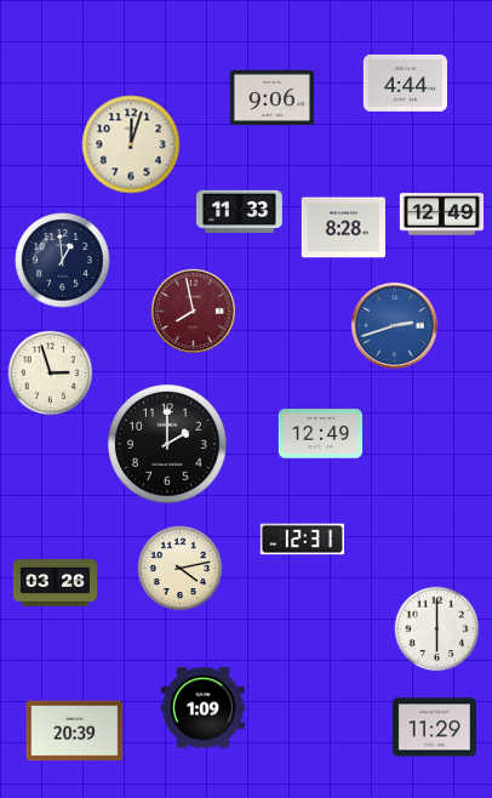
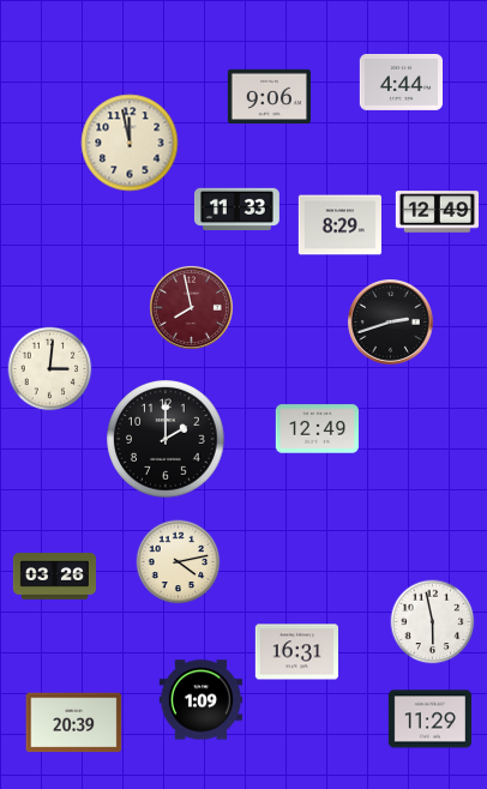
clock at (131, 144): 12:03 -> 11:58
clock at (343, 228): 8:28 -> 8:29
clock at (63, 261): 12:59 -> none
clock at (395, 326) dial: blue -> black
clock at (51, 374): 2:57 -> 3:01
clock at (302, 540): 12:31 -> none
clock at (437, 629): 6:00 -> 5:58
clock at (296, 652): none -> 16:31
